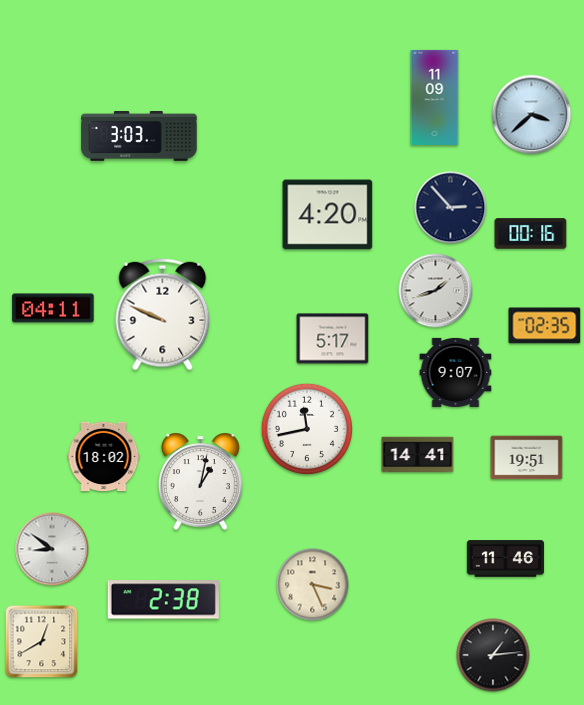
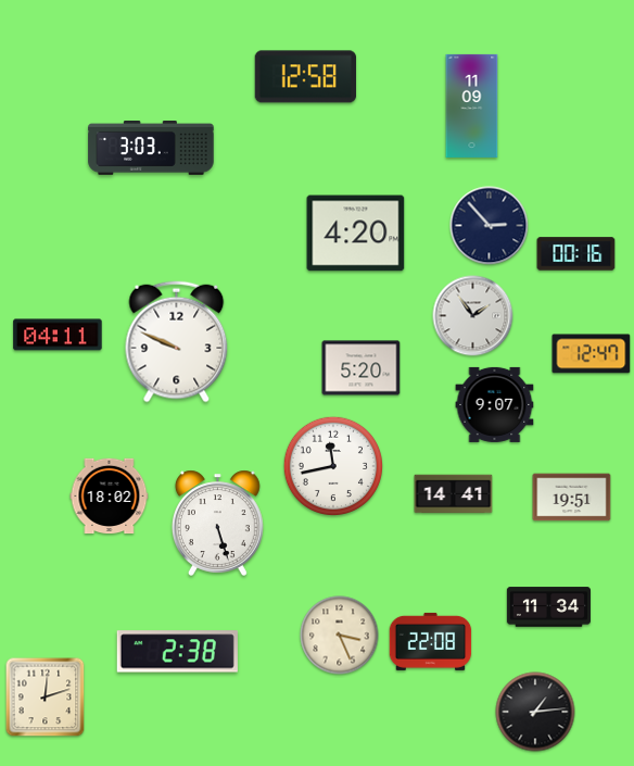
clock at (305, 77): none -> 12:58
clock at (532, 115): 3:38 -> none
clock at (436, 291): 1:42 -> 1:54
clock at (545, 326): 02:35 -> 12:47
clock at (333, 339): 5:17 -> 5:20
clock at (104, 457) position: (104, 457) -> (110, 497)
clock at (200, 481): 1:02 -> 5:27
clock at (52, 549): 8:51 -> none
clock at (505, 559): 11:46 -> 11:34
clock at (431, 641): none -> 22:08
clock at (42, 642): 12:40 -> 12:12
